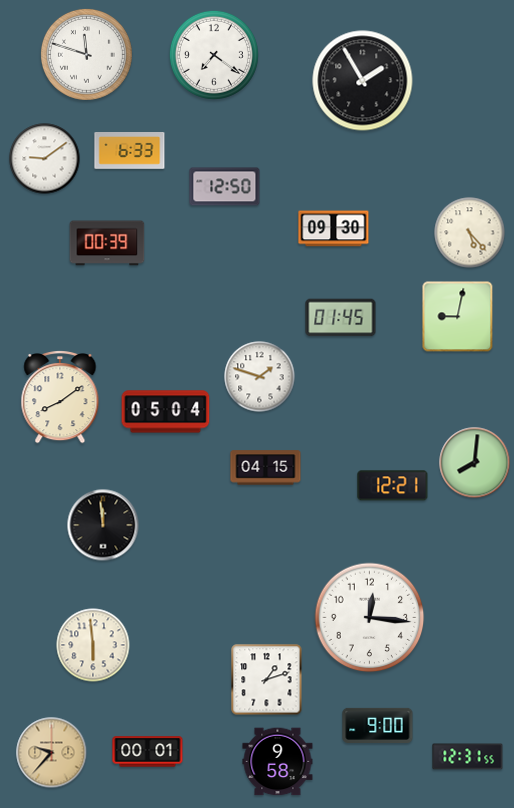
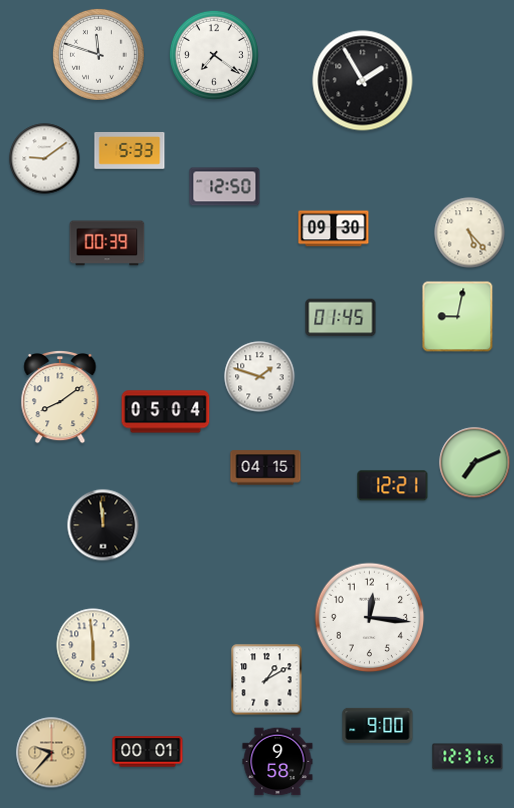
clock at (86, 54) position: (86, 54) -> (98, 54)
clock at (130, 151): 6:33 -> 5:33
clock at (475, 463): 8:01 -> 7:11
clock at (267, 680): 1:12 -> 1:10
